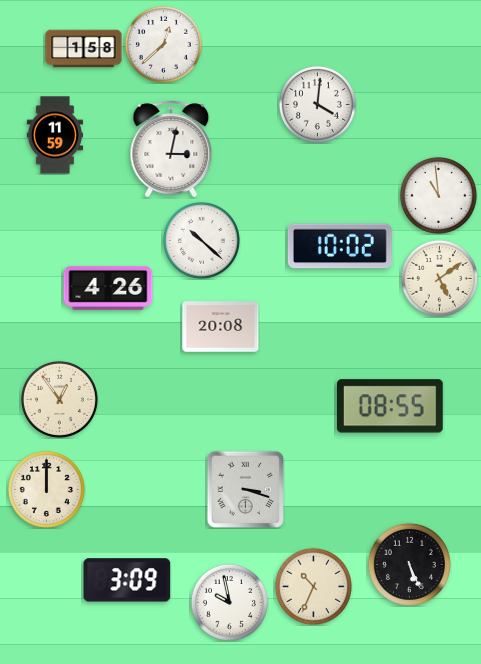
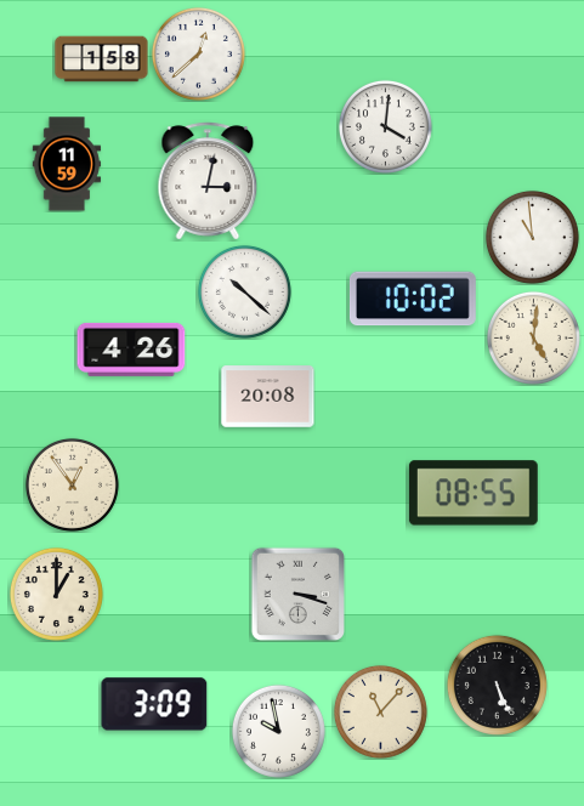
clock at (439, 278): 5:09 -> 5:01
clock at (46, 489): 12:00 -> 1:00
clock at (313, 586): 10:34 -> 11:07
